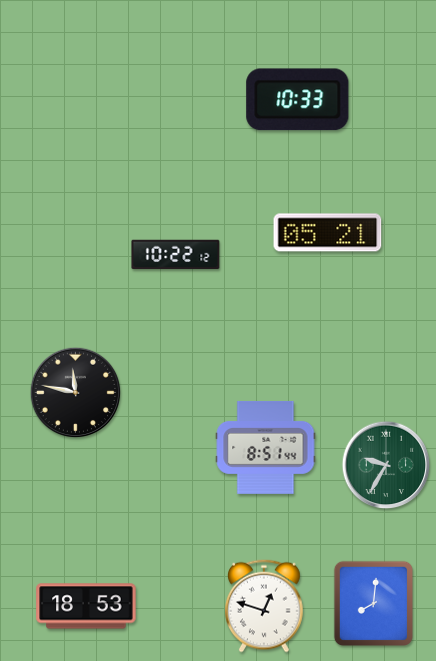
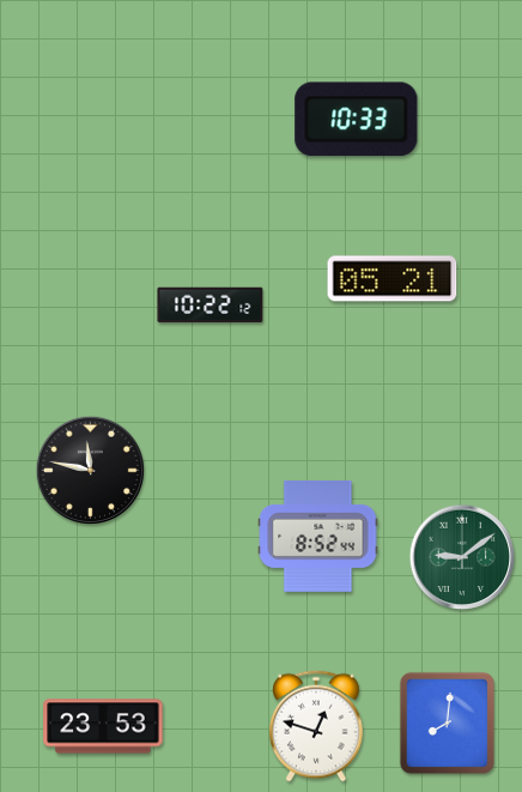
clock at (266, 447): 8:51 -> 8:52
clock at (386, 465): 9:35 -> 9:09
clock at (86, 606): 18:53 -> 23:53
